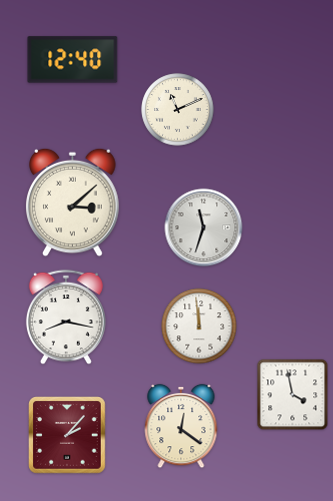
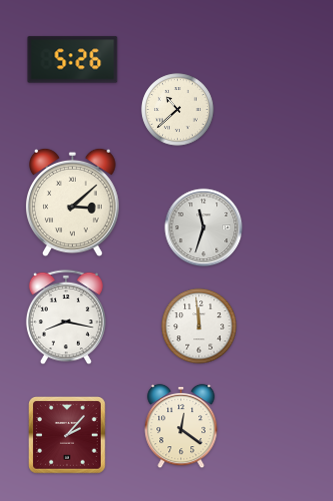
clock at (73, 60): 12:40 -> 5:26
clock at (178, 110): 11:11 -> 10:38
clock at (293, 395): 3:58 -> none
